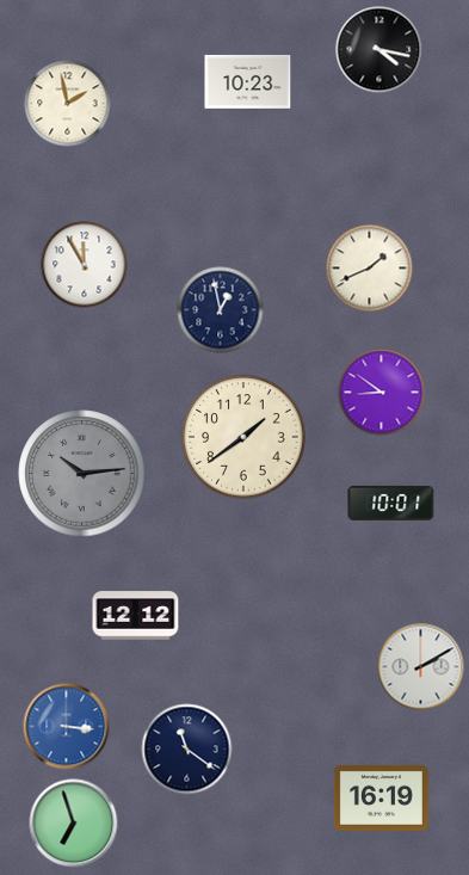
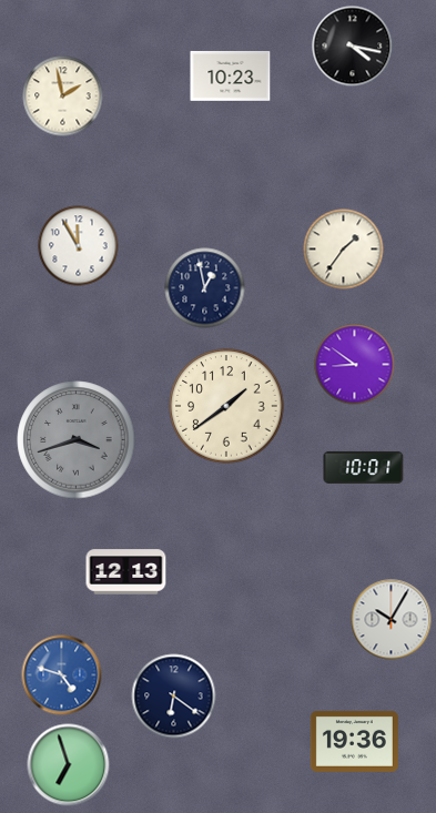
clock at (370, 269): 1:41 -> 1:36
clock at (82, 474): 10:14 -> 3:42
clock at (136, 616): 12:12 -> 12:13
clock at (421, 667): 2:10 -> 10:05
clock at (67, 727): 3:16 -> 4:48
clock at (187, 750): 11:21 -> 6:21
clock at (381, 797): 16:19 -> 19:36
